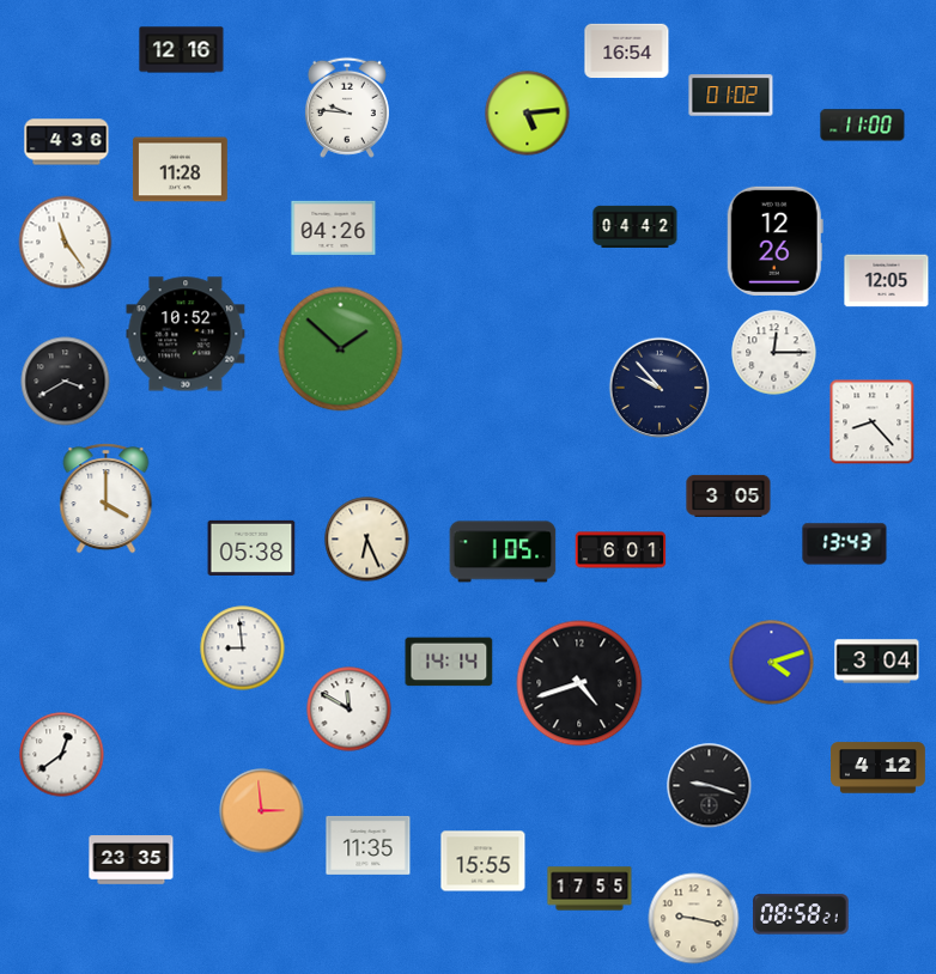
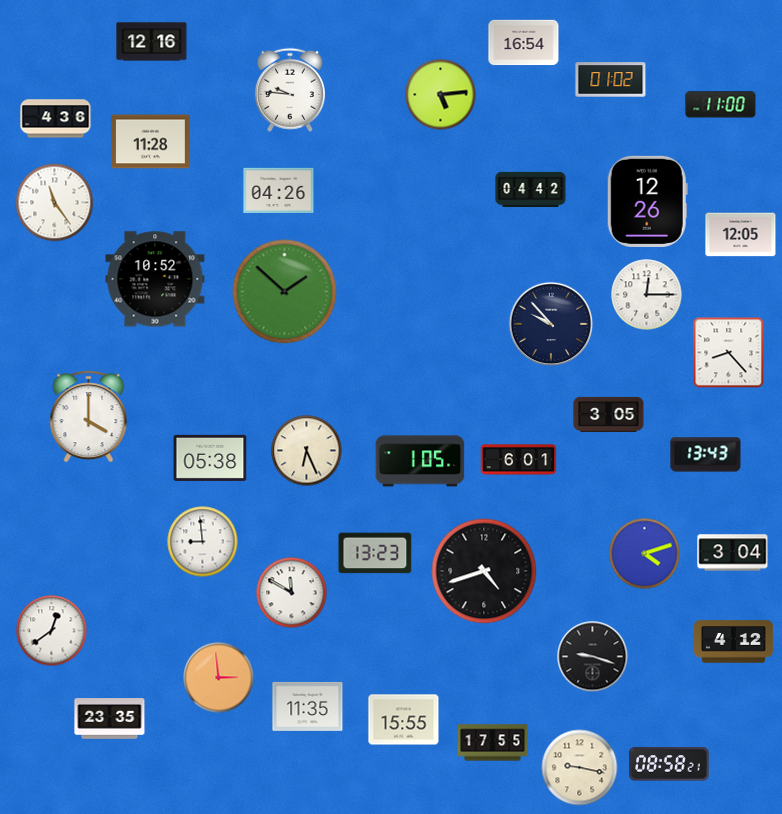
clock at (66, 382): 3:40 -> none
clock at (449, 662): 14:14 -> 13:23
